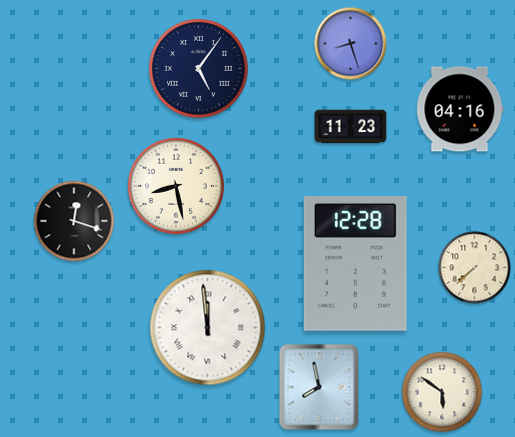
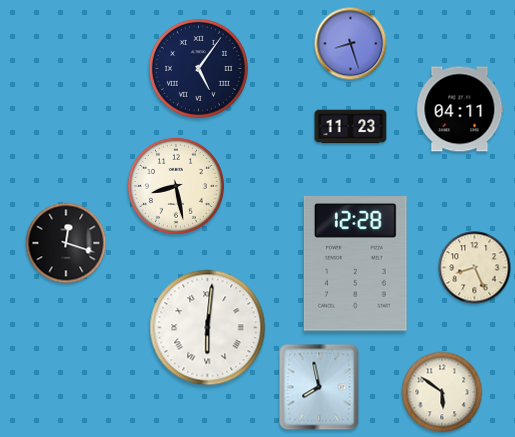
clock at (460, 109): 04:16 -> 04:11
clock at (74, 221) position: (74, 221) -> (66, 243)
clock at (475, 268): 7:38 -> 8:26
clock at (208, 328): 11:59 -> 6:01
